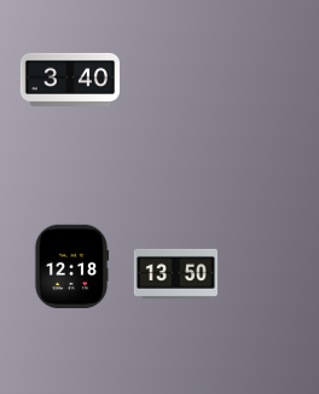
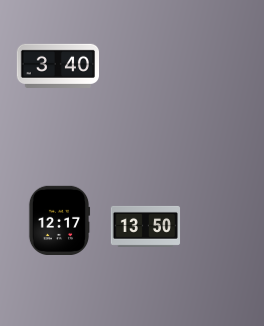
clock at (71, 266): 12:18 -> 12:17
